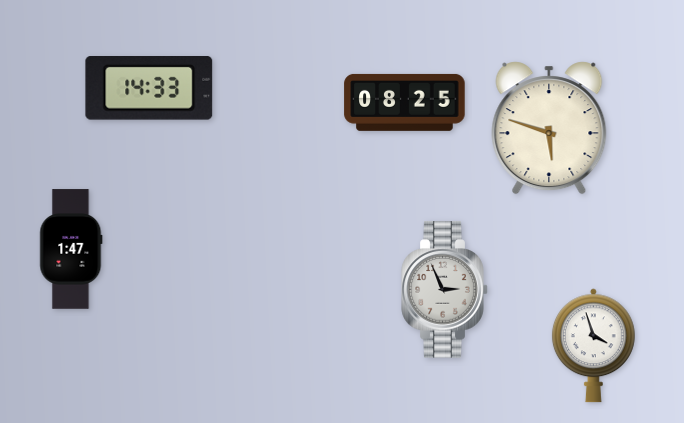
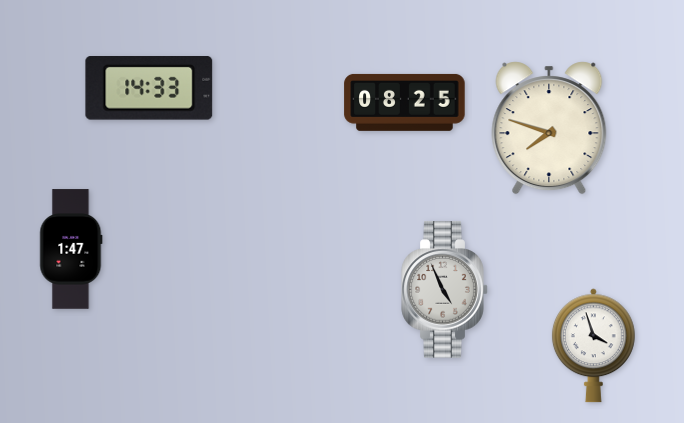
clock at (549, 128): 5:48 -> 7:48
clock at (445, 290): 2:56 -> 4:56
